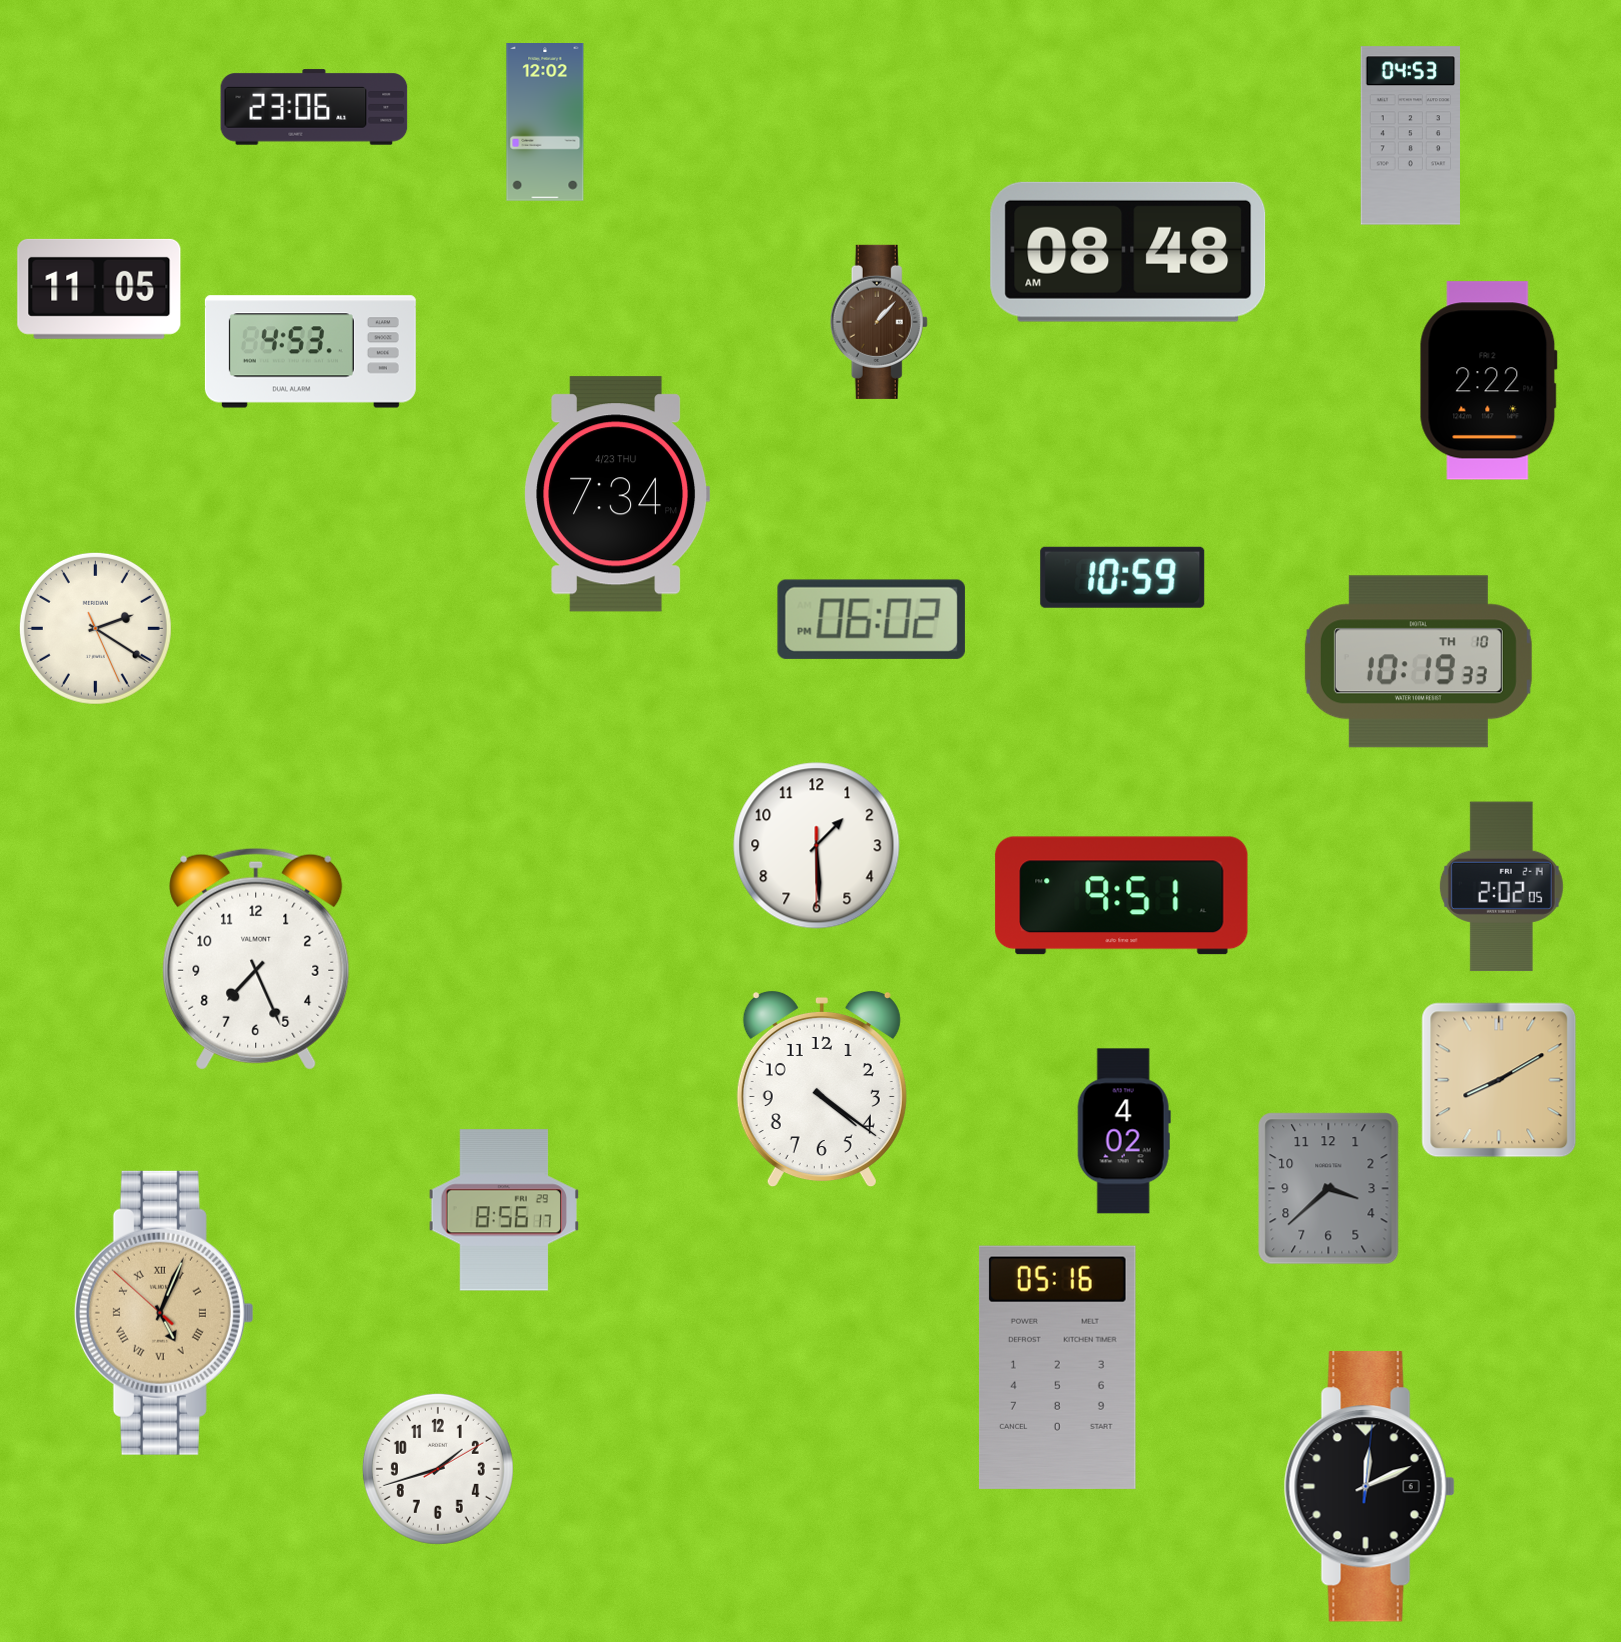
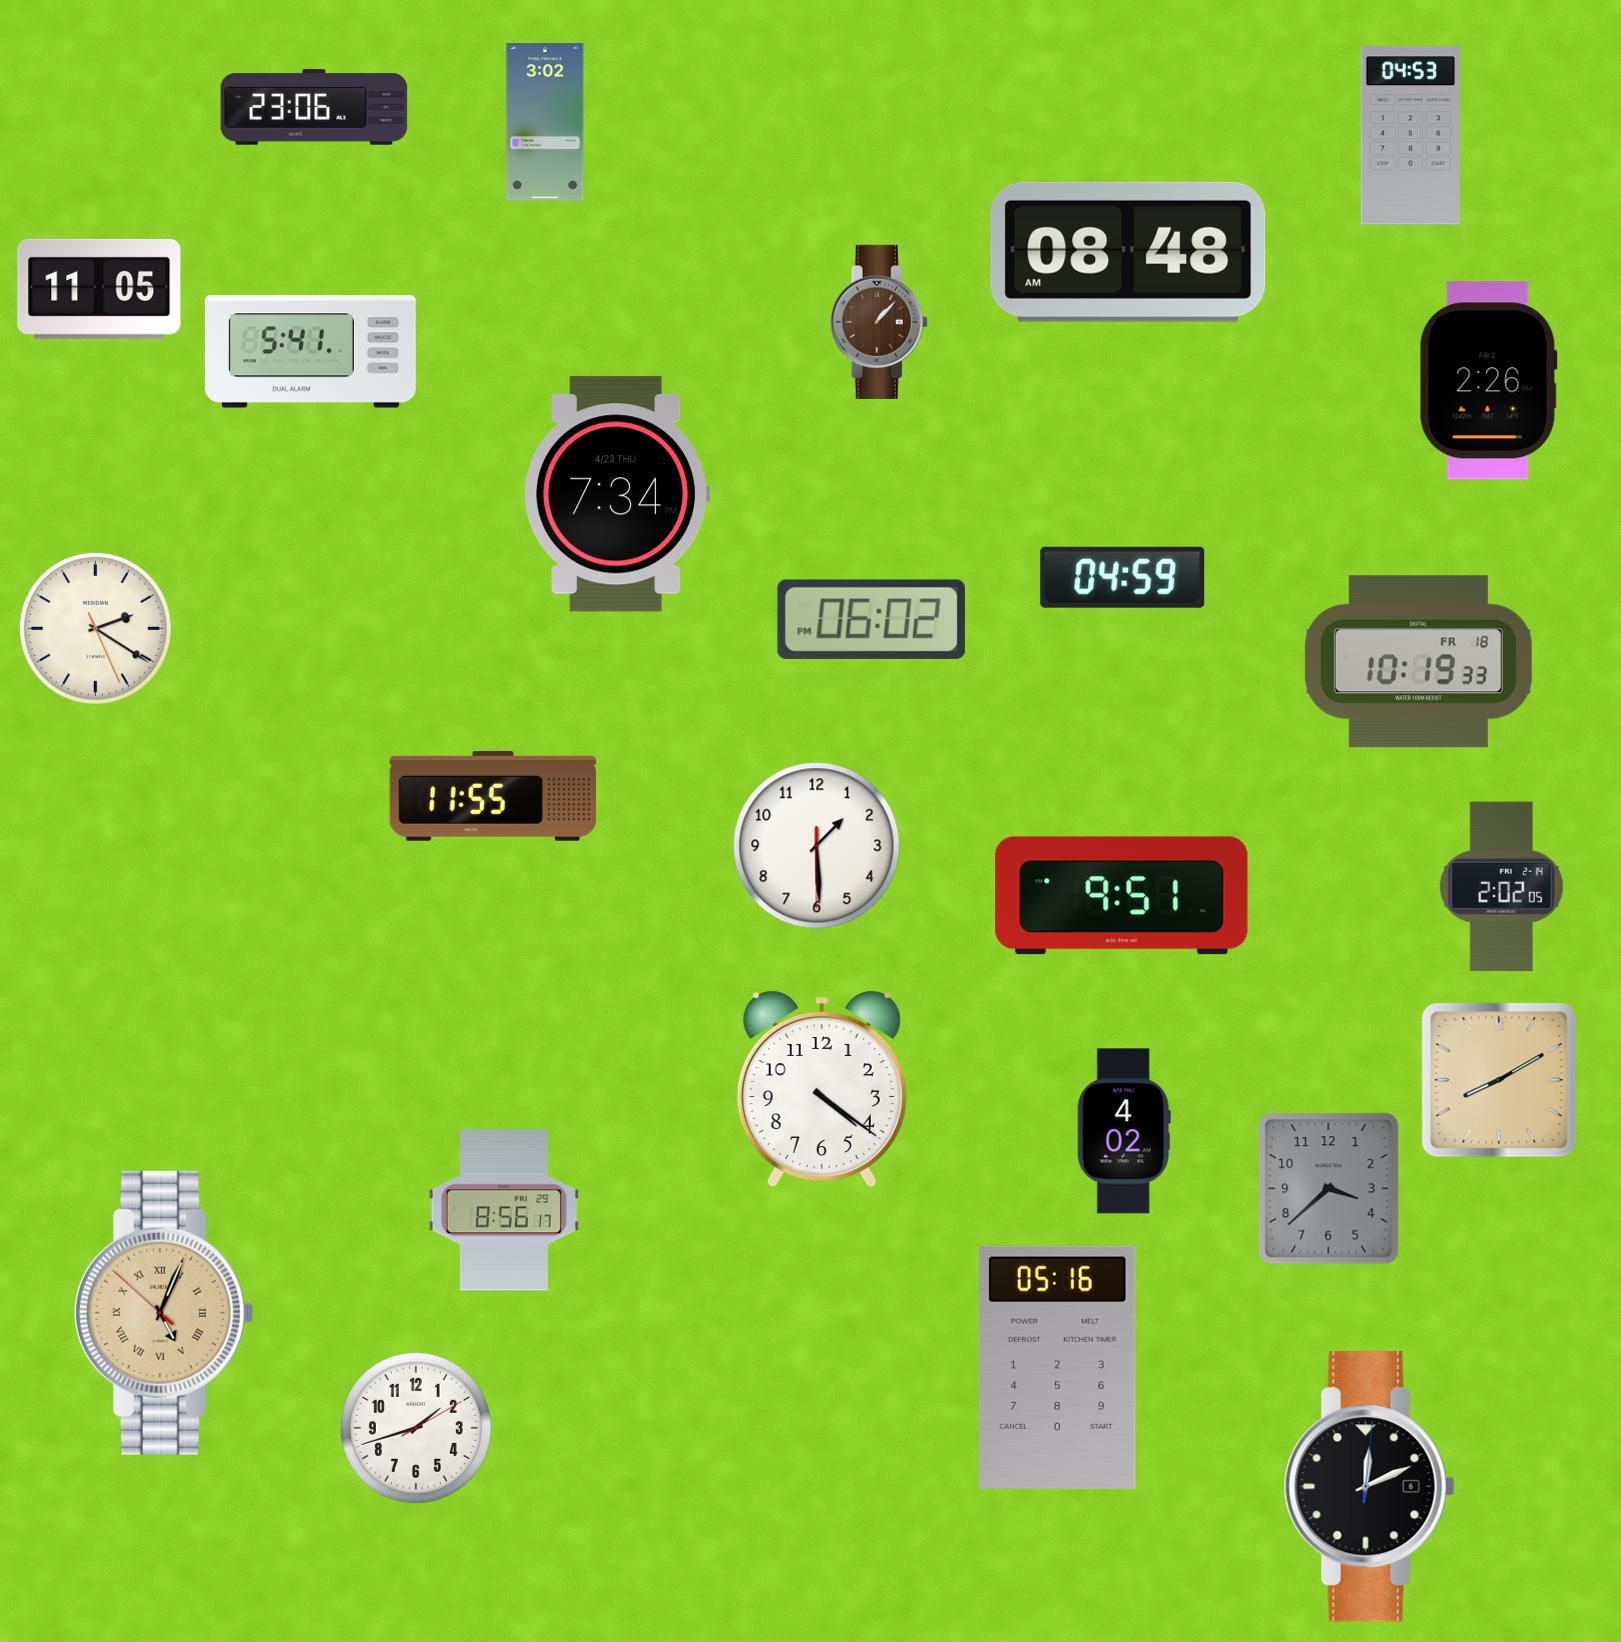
clock at (545, 123): 12:02 -> 3:02
clock at (310, 352): 4:53 -> 5:41
clock at (1488, 381): 2:22 -> 2:26
clock at (1123, 577): 10:59 -> 04:59
clock at (1418, 662) date: TH 10 -> FR 18
clock at (493, 796): none -> 11:55
clock at (256, 959): 7:26 -> none
clock at (438, 1469) position: (438, 1469) -> (416, 1428)
